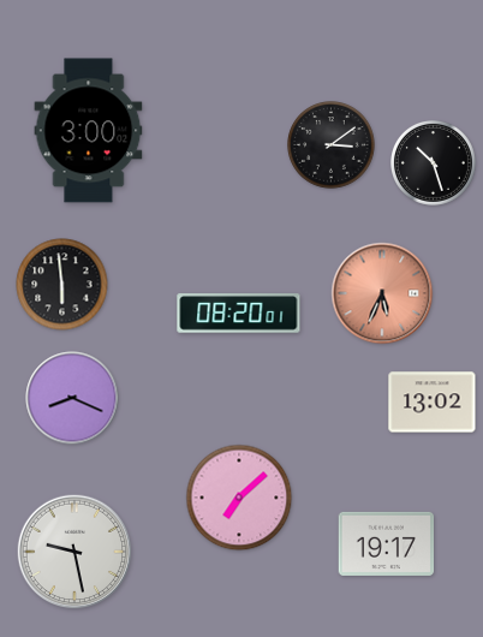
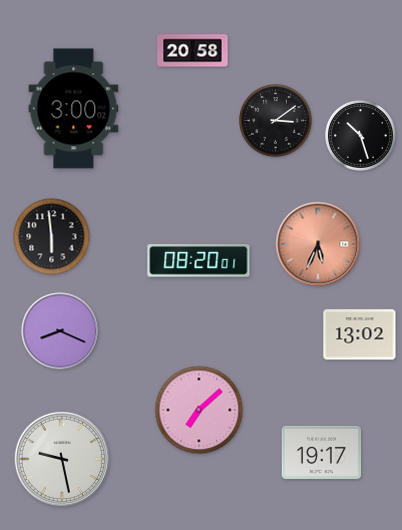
clock at (193, 51): none -> 20:58
clock at (239, 498) position: (239, 498) -> (199, 410)
